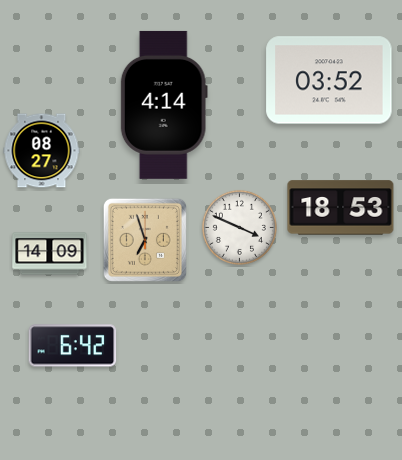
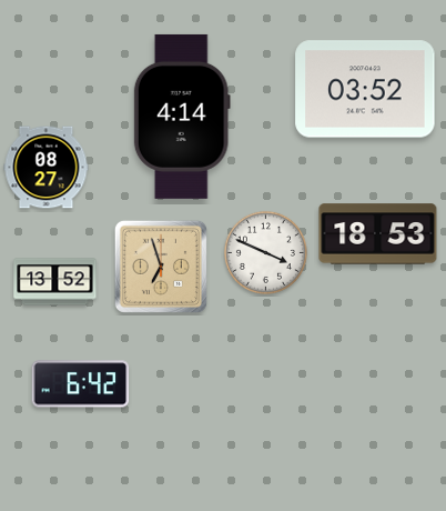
clock at (341, 208) position: (341, 208) -> (378, 234)
clock at (50, 254): 14:09 -> 13:52
